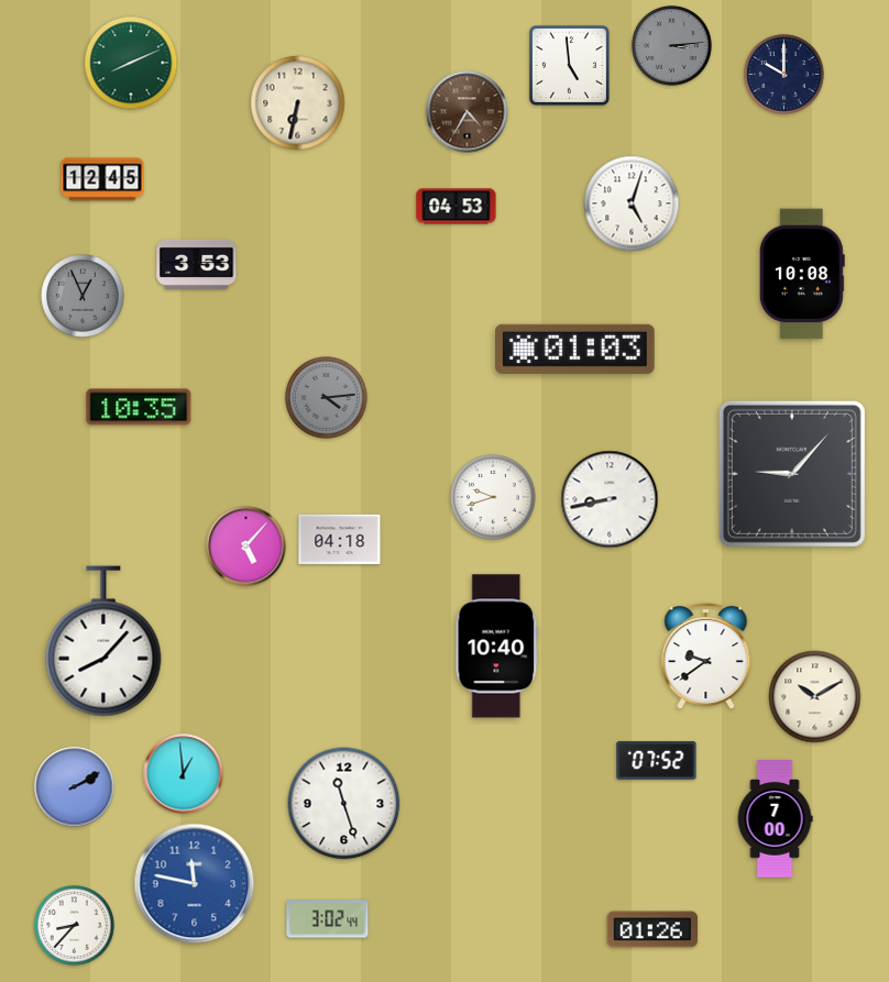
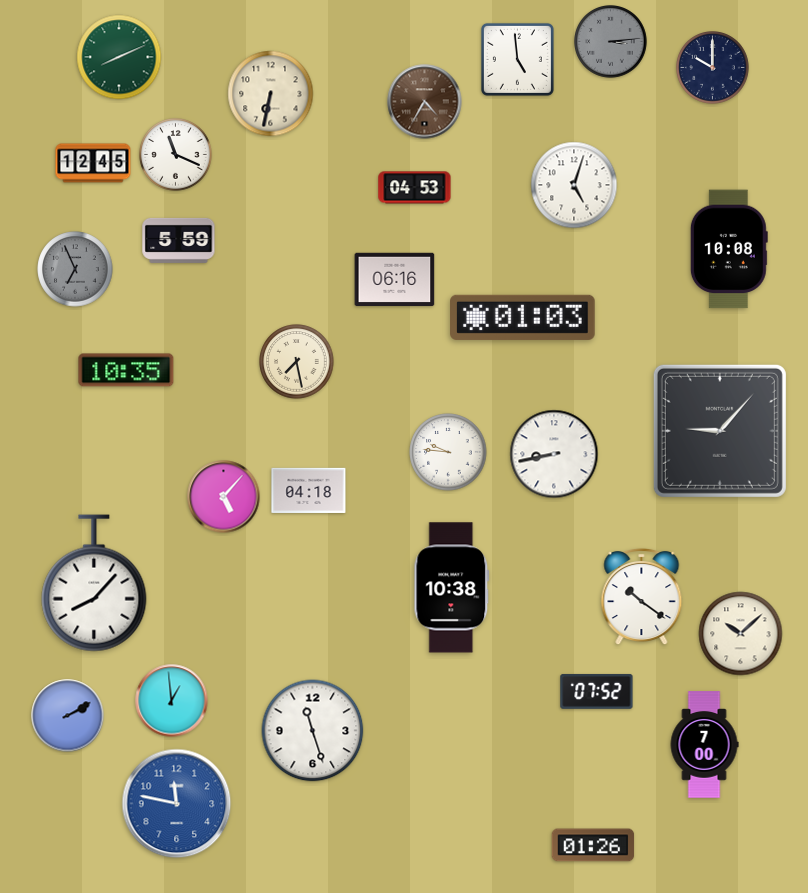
clock at (176, 155): none -> 11:19
clock at (197, 264): 3:53 -> 5:59
clock at (83, 296): 12:56 -> 6:56
clock at (395, 280): none -> 06:16
clock at (327, 398): 4:14 -> 7:28
clock at (327, 398) dial: grey -> cream
clock at (493, 497): 9:42 -> 9:46
clock at (497, 647): 10:40 -> 10:38
clock at (706, 656): 9:39 -> 10:21
clock at (815, 697): 10:10 -> 10:08
clock at (184, 774) position: (184, 774) -> (172, 701)
clock at (328, 919): 3:02 -> none
clock at (75, 926): 8:37 -> none
